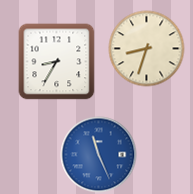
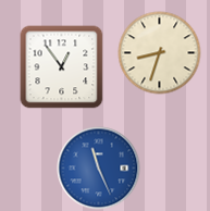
clock at (57, 62): 8:35 -> 12:54
clock at (99, 155) position: (99, 155) -> (99, 169)
